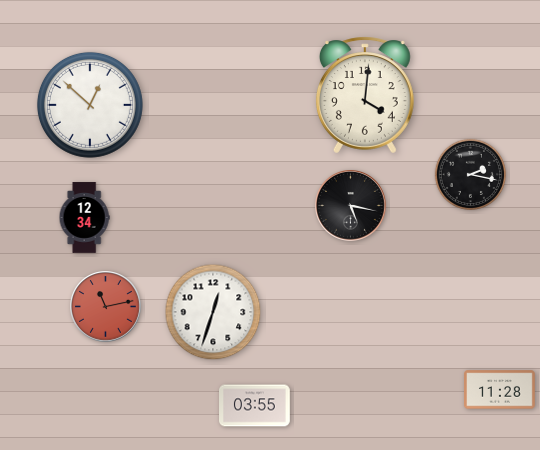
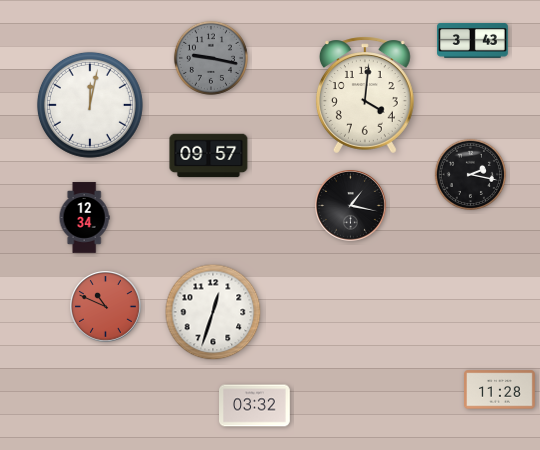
clock at (473, 40): none -> 3:43
clock at (211, 58): none -> 9:17
clock at (90, 105): 12:52 -> 12:02
clock at (209, 156): none -> 09:57
clock at (351, 206): 5:17 -> 1:17
clock at (106, 307): 11:13 -> 10:49
clock at (255, 406): 03:55 -> 03:32
